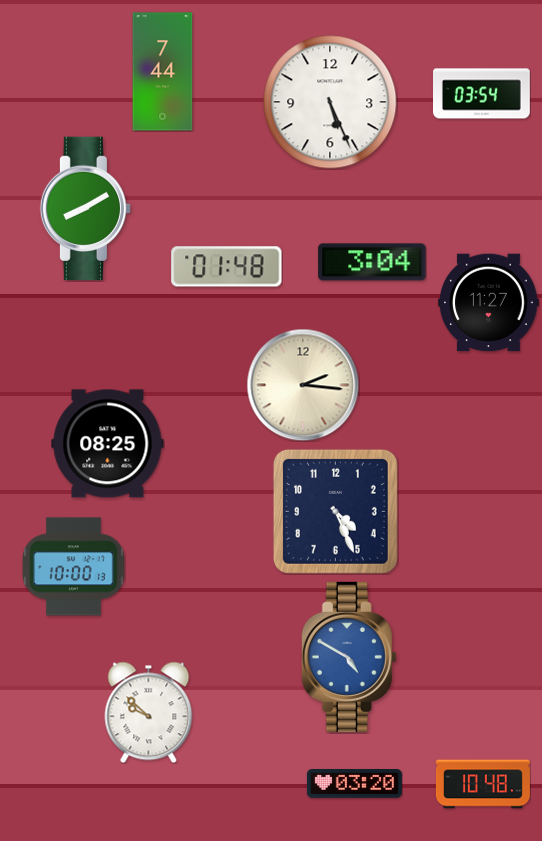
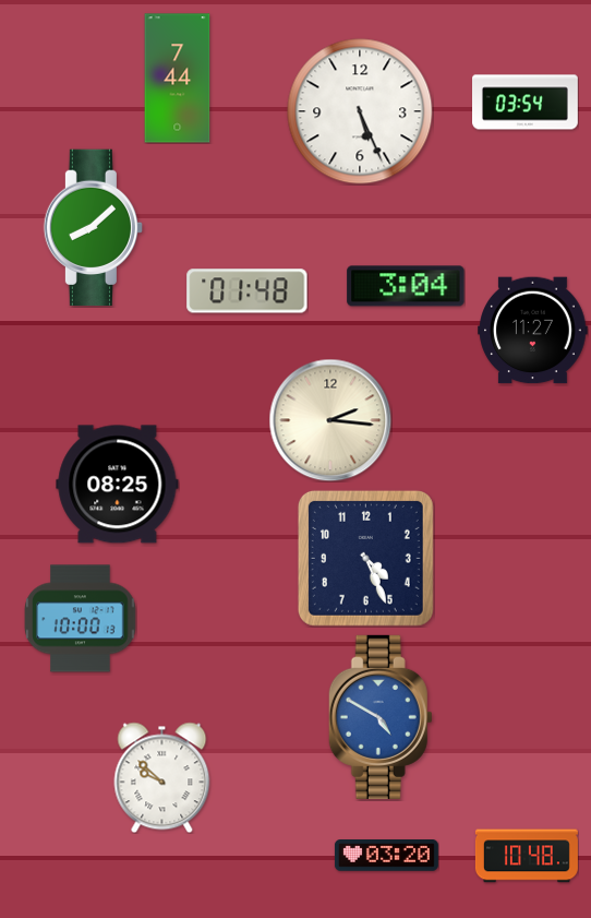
clock at (85, 209): 8:10 -> 8:08
